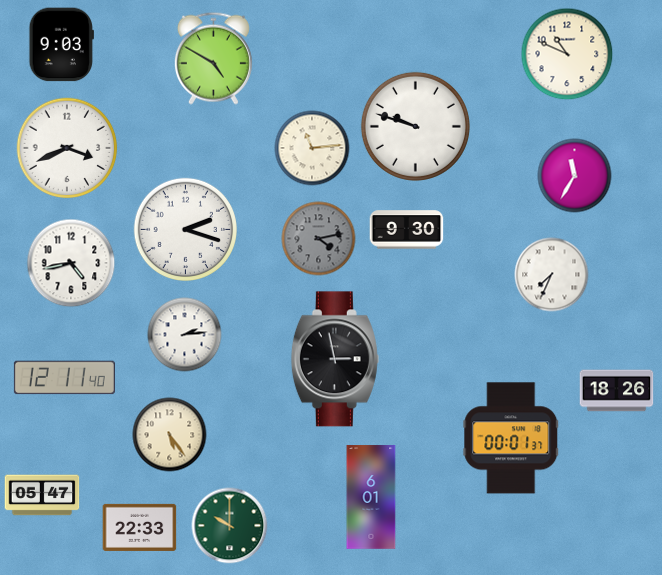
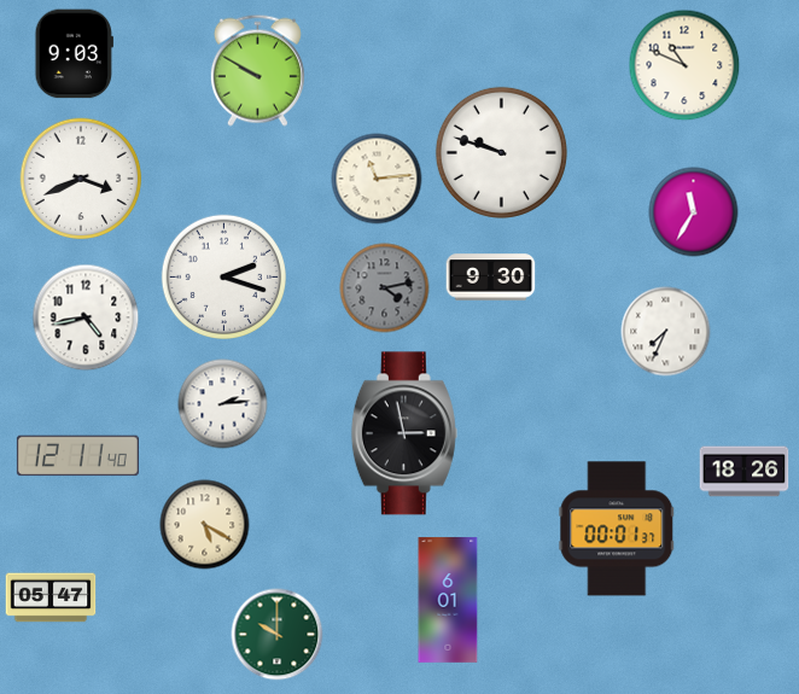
clock at (213, 58): 4:50 -> 9:50
clock at (170, 435): 5:24 -> 5:20
clock at (140, 527): 22:33 -> none
